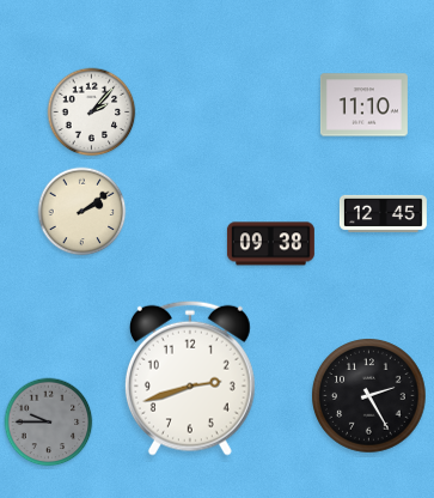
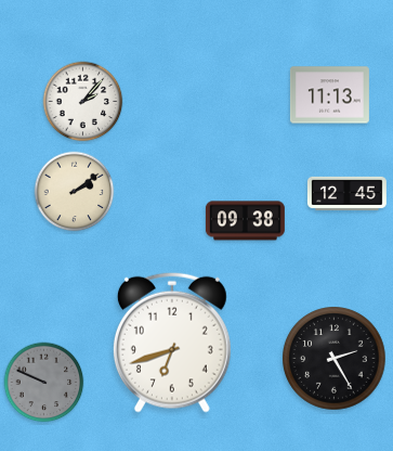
clock at (363, 105): 11:10 -> 11:13
clock at (190, 378): 2:42 -> 6:42
clock at (49, 423): 9:45 -> 9:49
